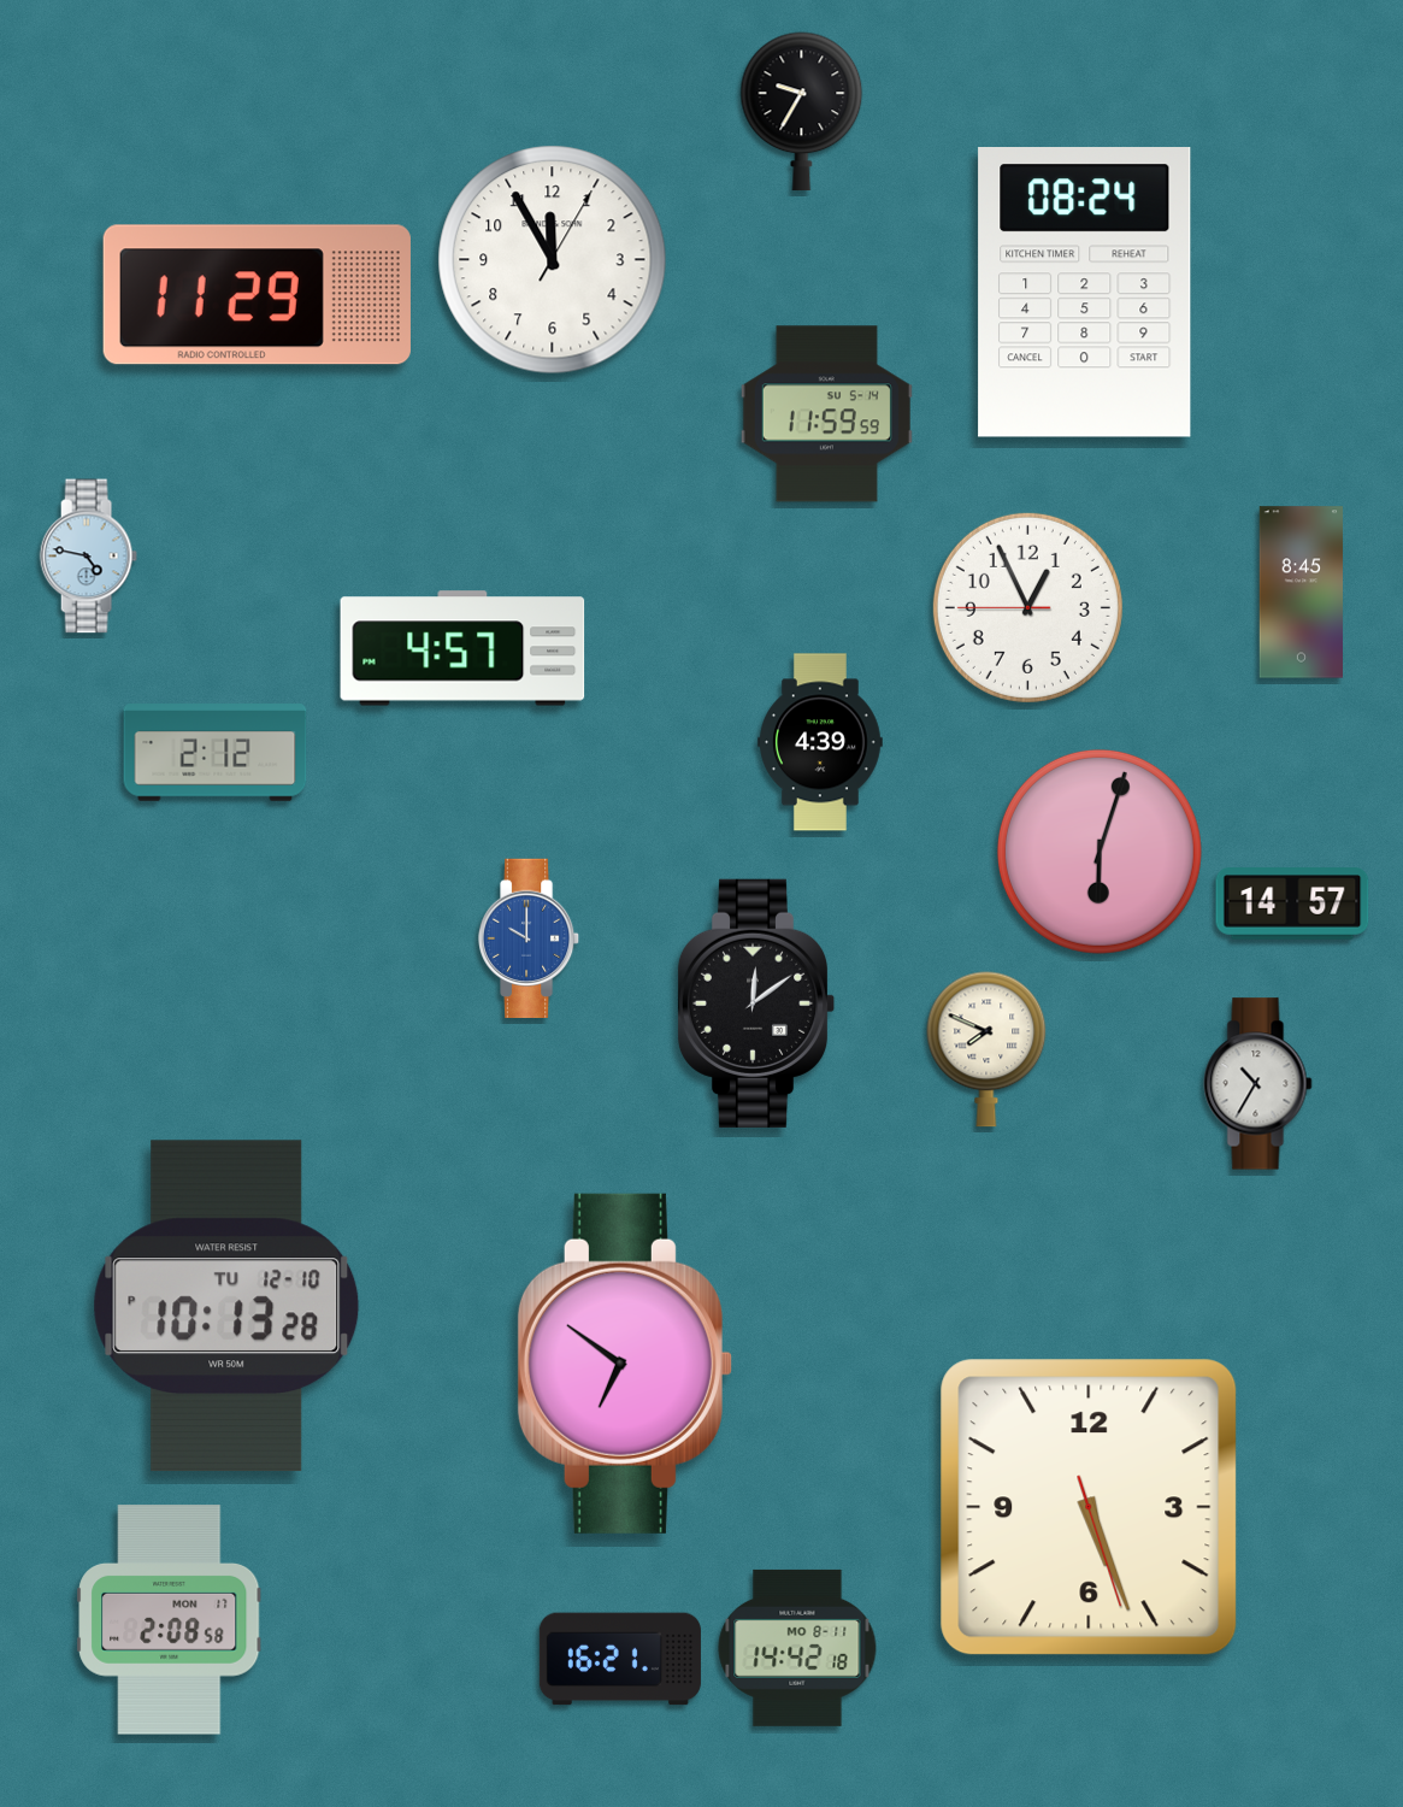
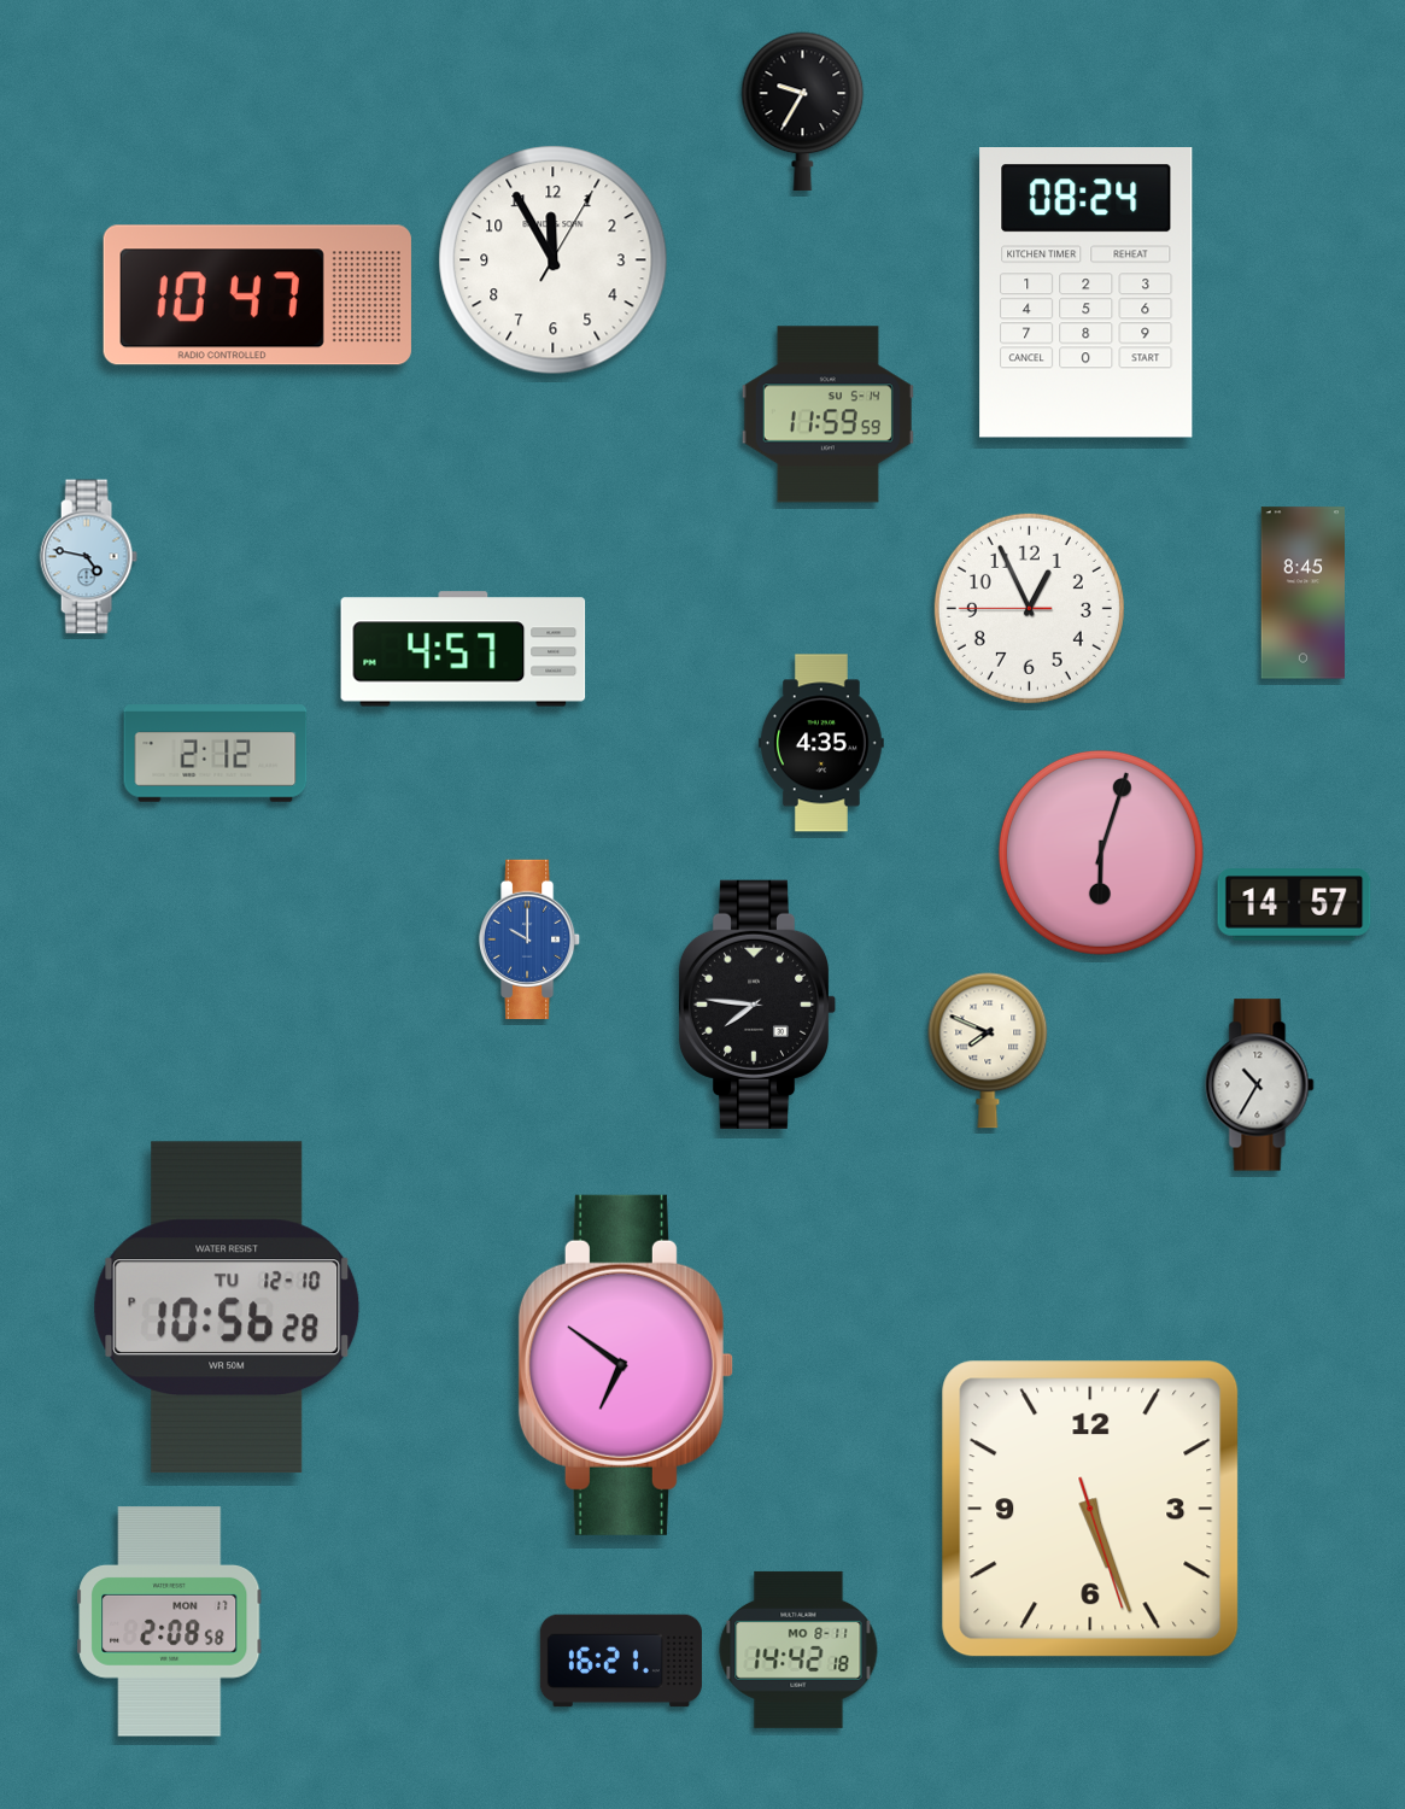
clock at (257, 295): 11:29 -> 10:47
clock at (821, 742): 4:39 -> 4:35
clock at (756, 1003): 12:09 -> 7:46
clock at (226, 1306): 10:13 -> 10:56
